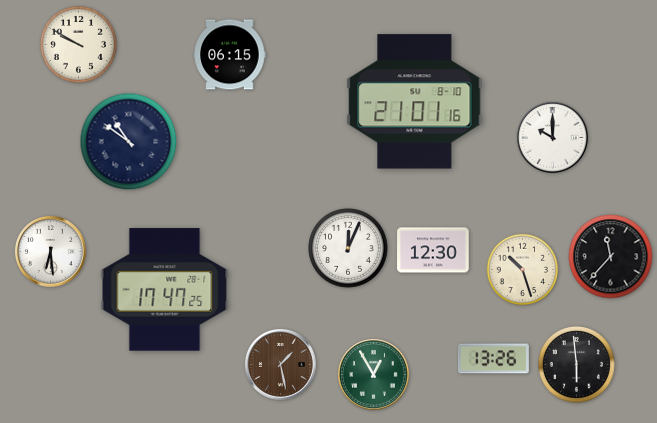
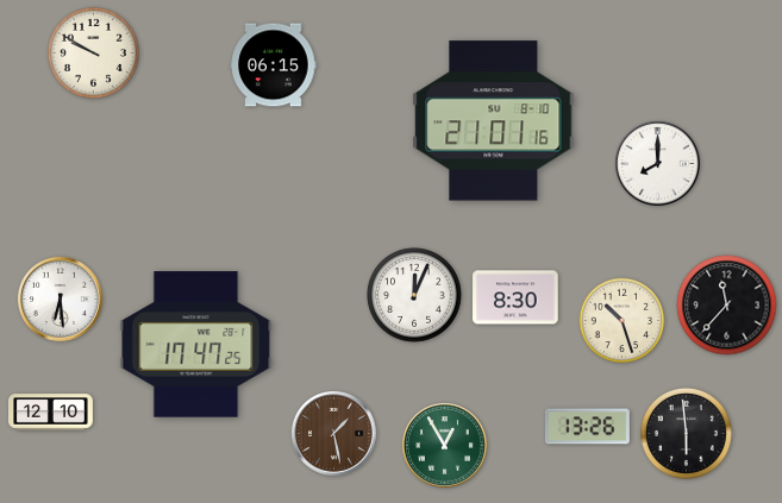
clock at (552, 137): 10:00 -> 8:00
clock at (129, 142): 10:51 -> none
clock at (433, 250): 12:30 -> 8:30
clock at (51, 413): none -> 12:10
